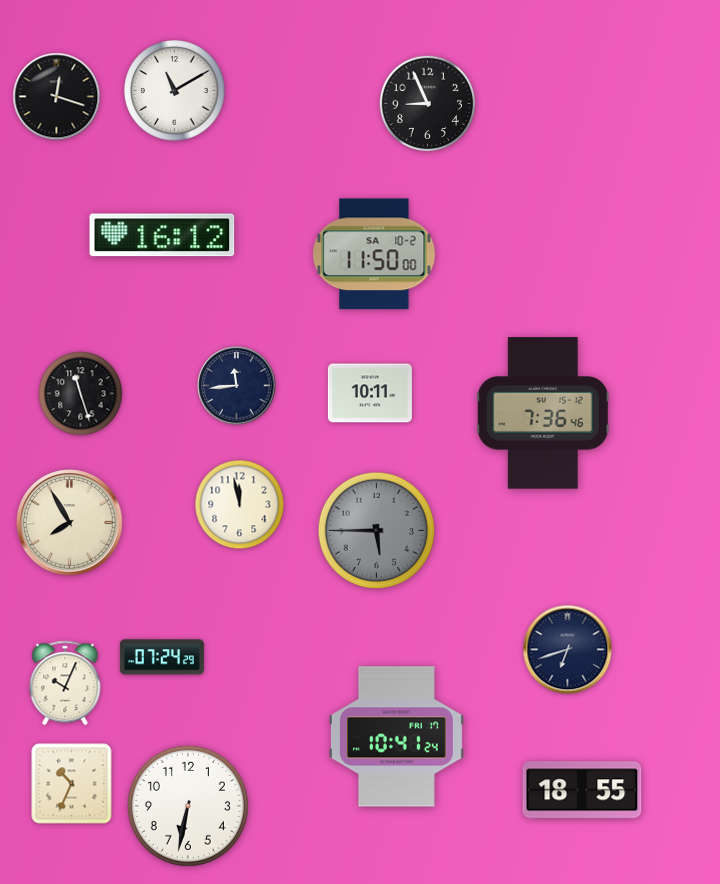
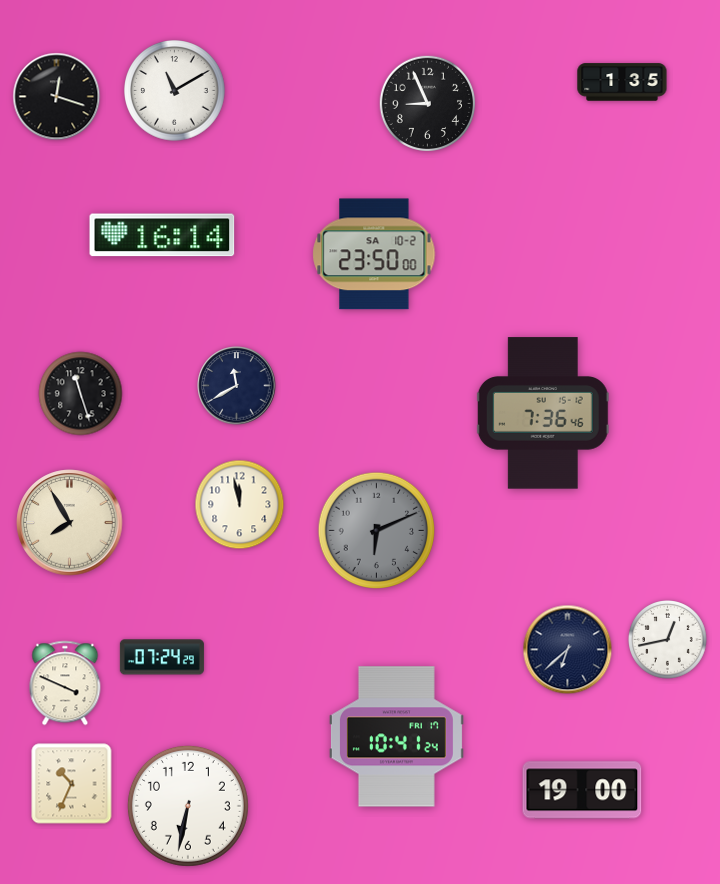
clock at (622, 82): none -> 1:35
clock at (162, 235): 16:12 -> 16:14
clock at (374, 254): 11:50 -> 23:50
clock at (237, 386): 11:44 -> 11:40
clock at (370, 393): 10:11 -> none
clock at (376, 530): 5:45 -> 6:11
clock at (668, 640): none -> 12:43
clock at (568, 650): 6:42 -> 6:38
clock at (65, 683): 10:04 -> 3:49
clock at (582, 790): 18:55 -> 19:00
